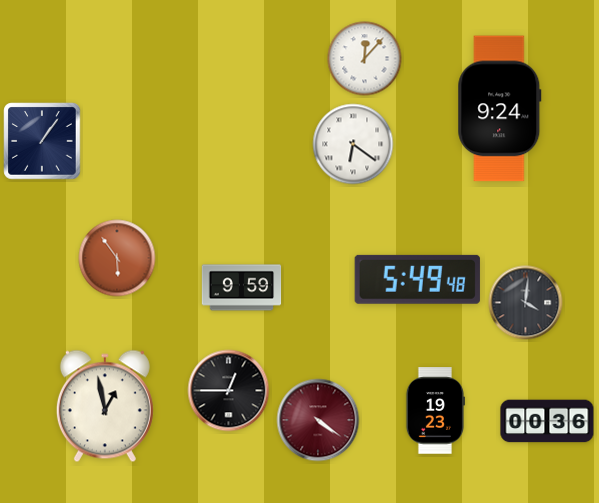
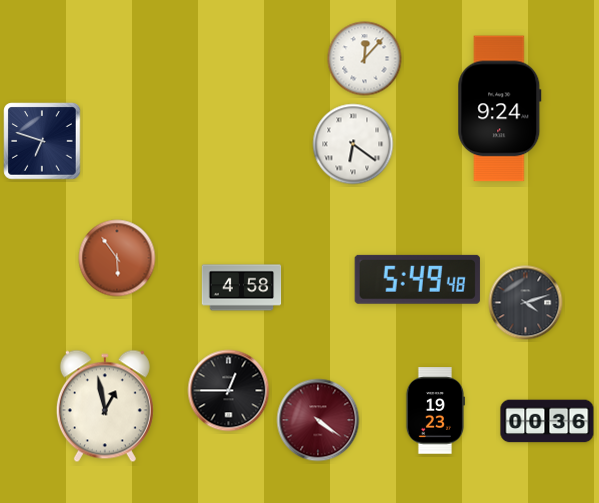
clock at (42, 141): 1:06 -> 6:48
clock at (242, 288): 9:59 -> 4:58
clock at (526, 303): 4:01 -> 4:12
